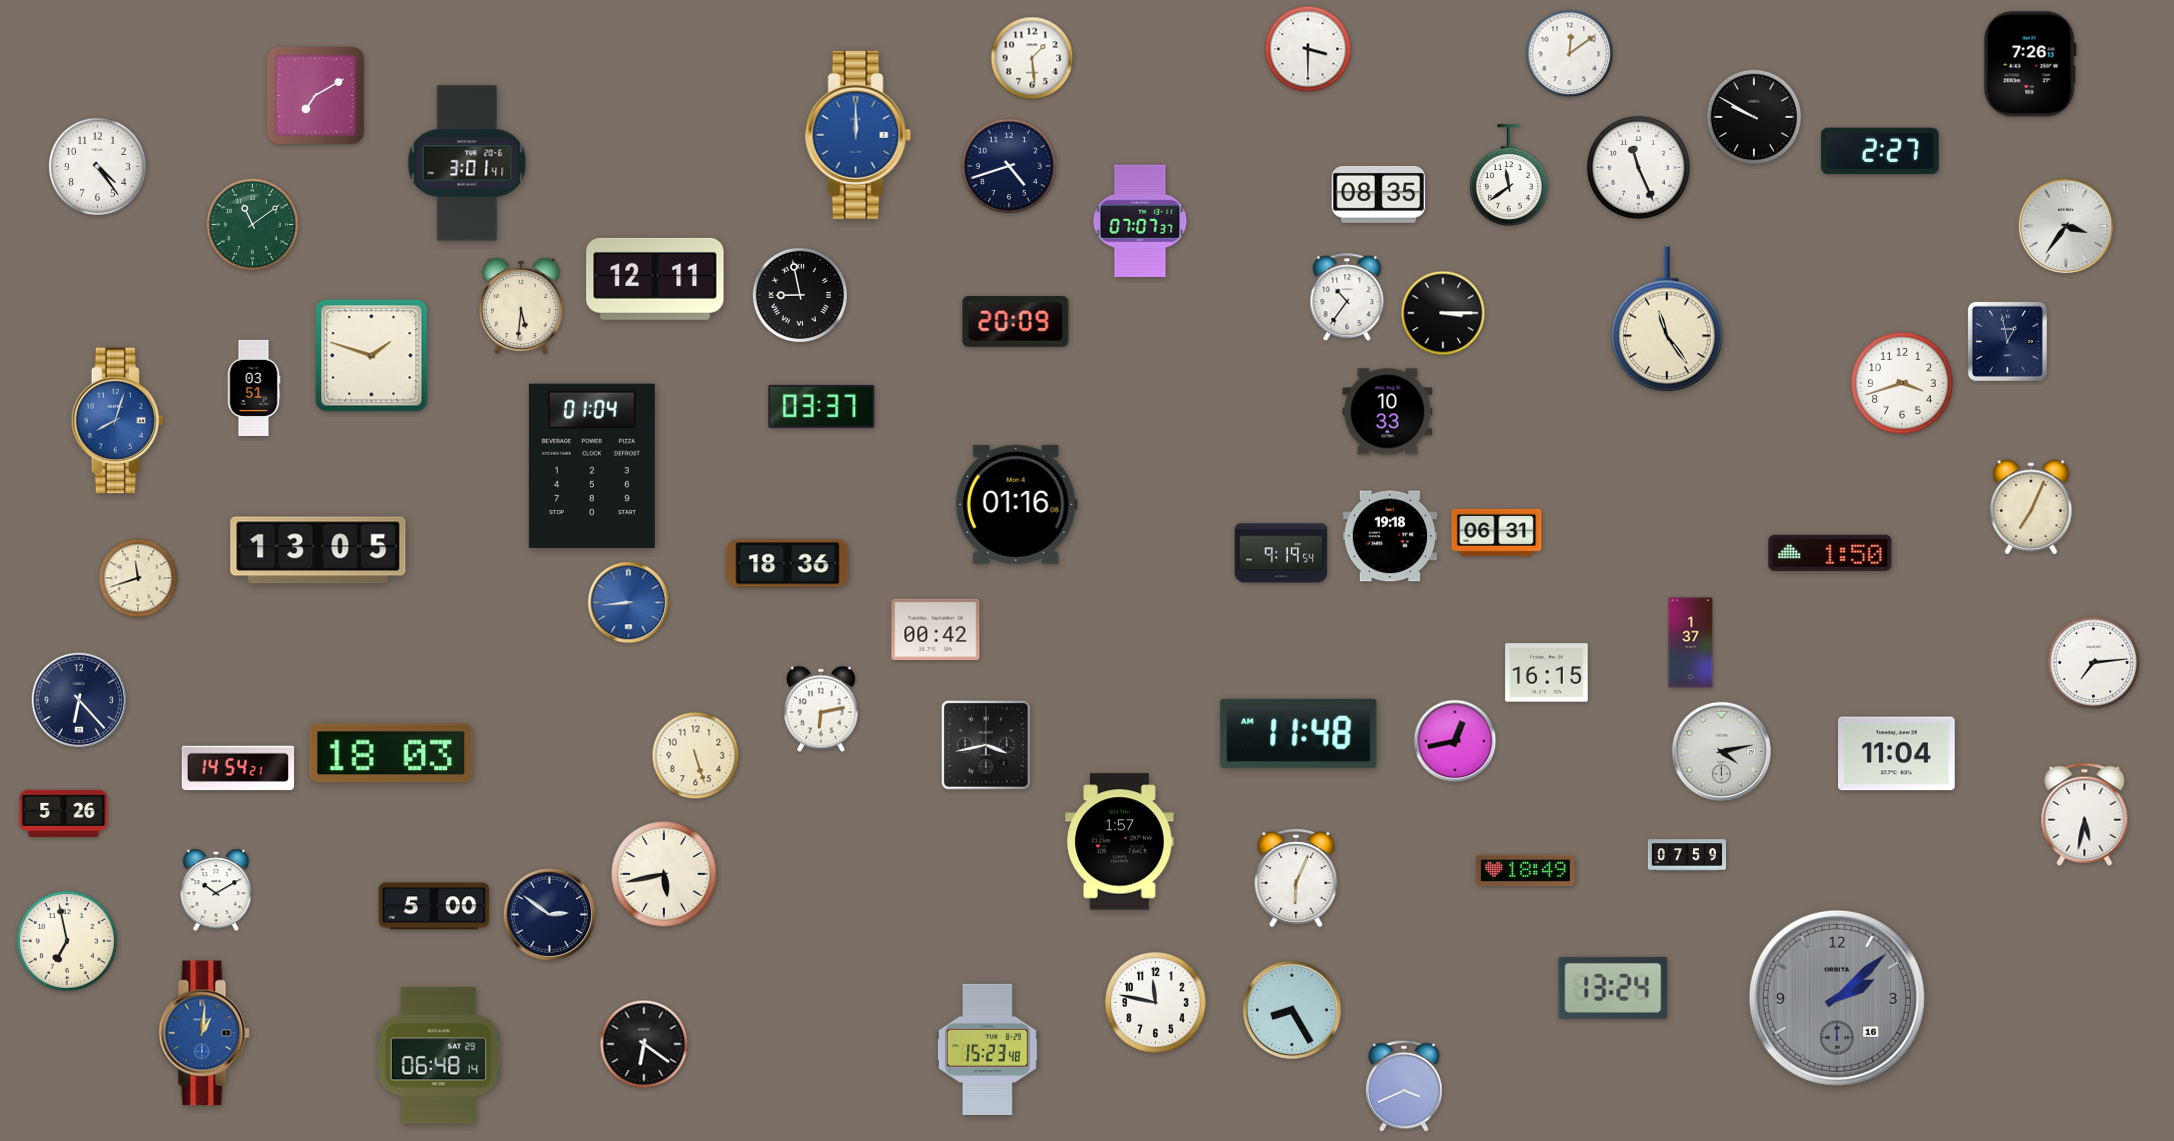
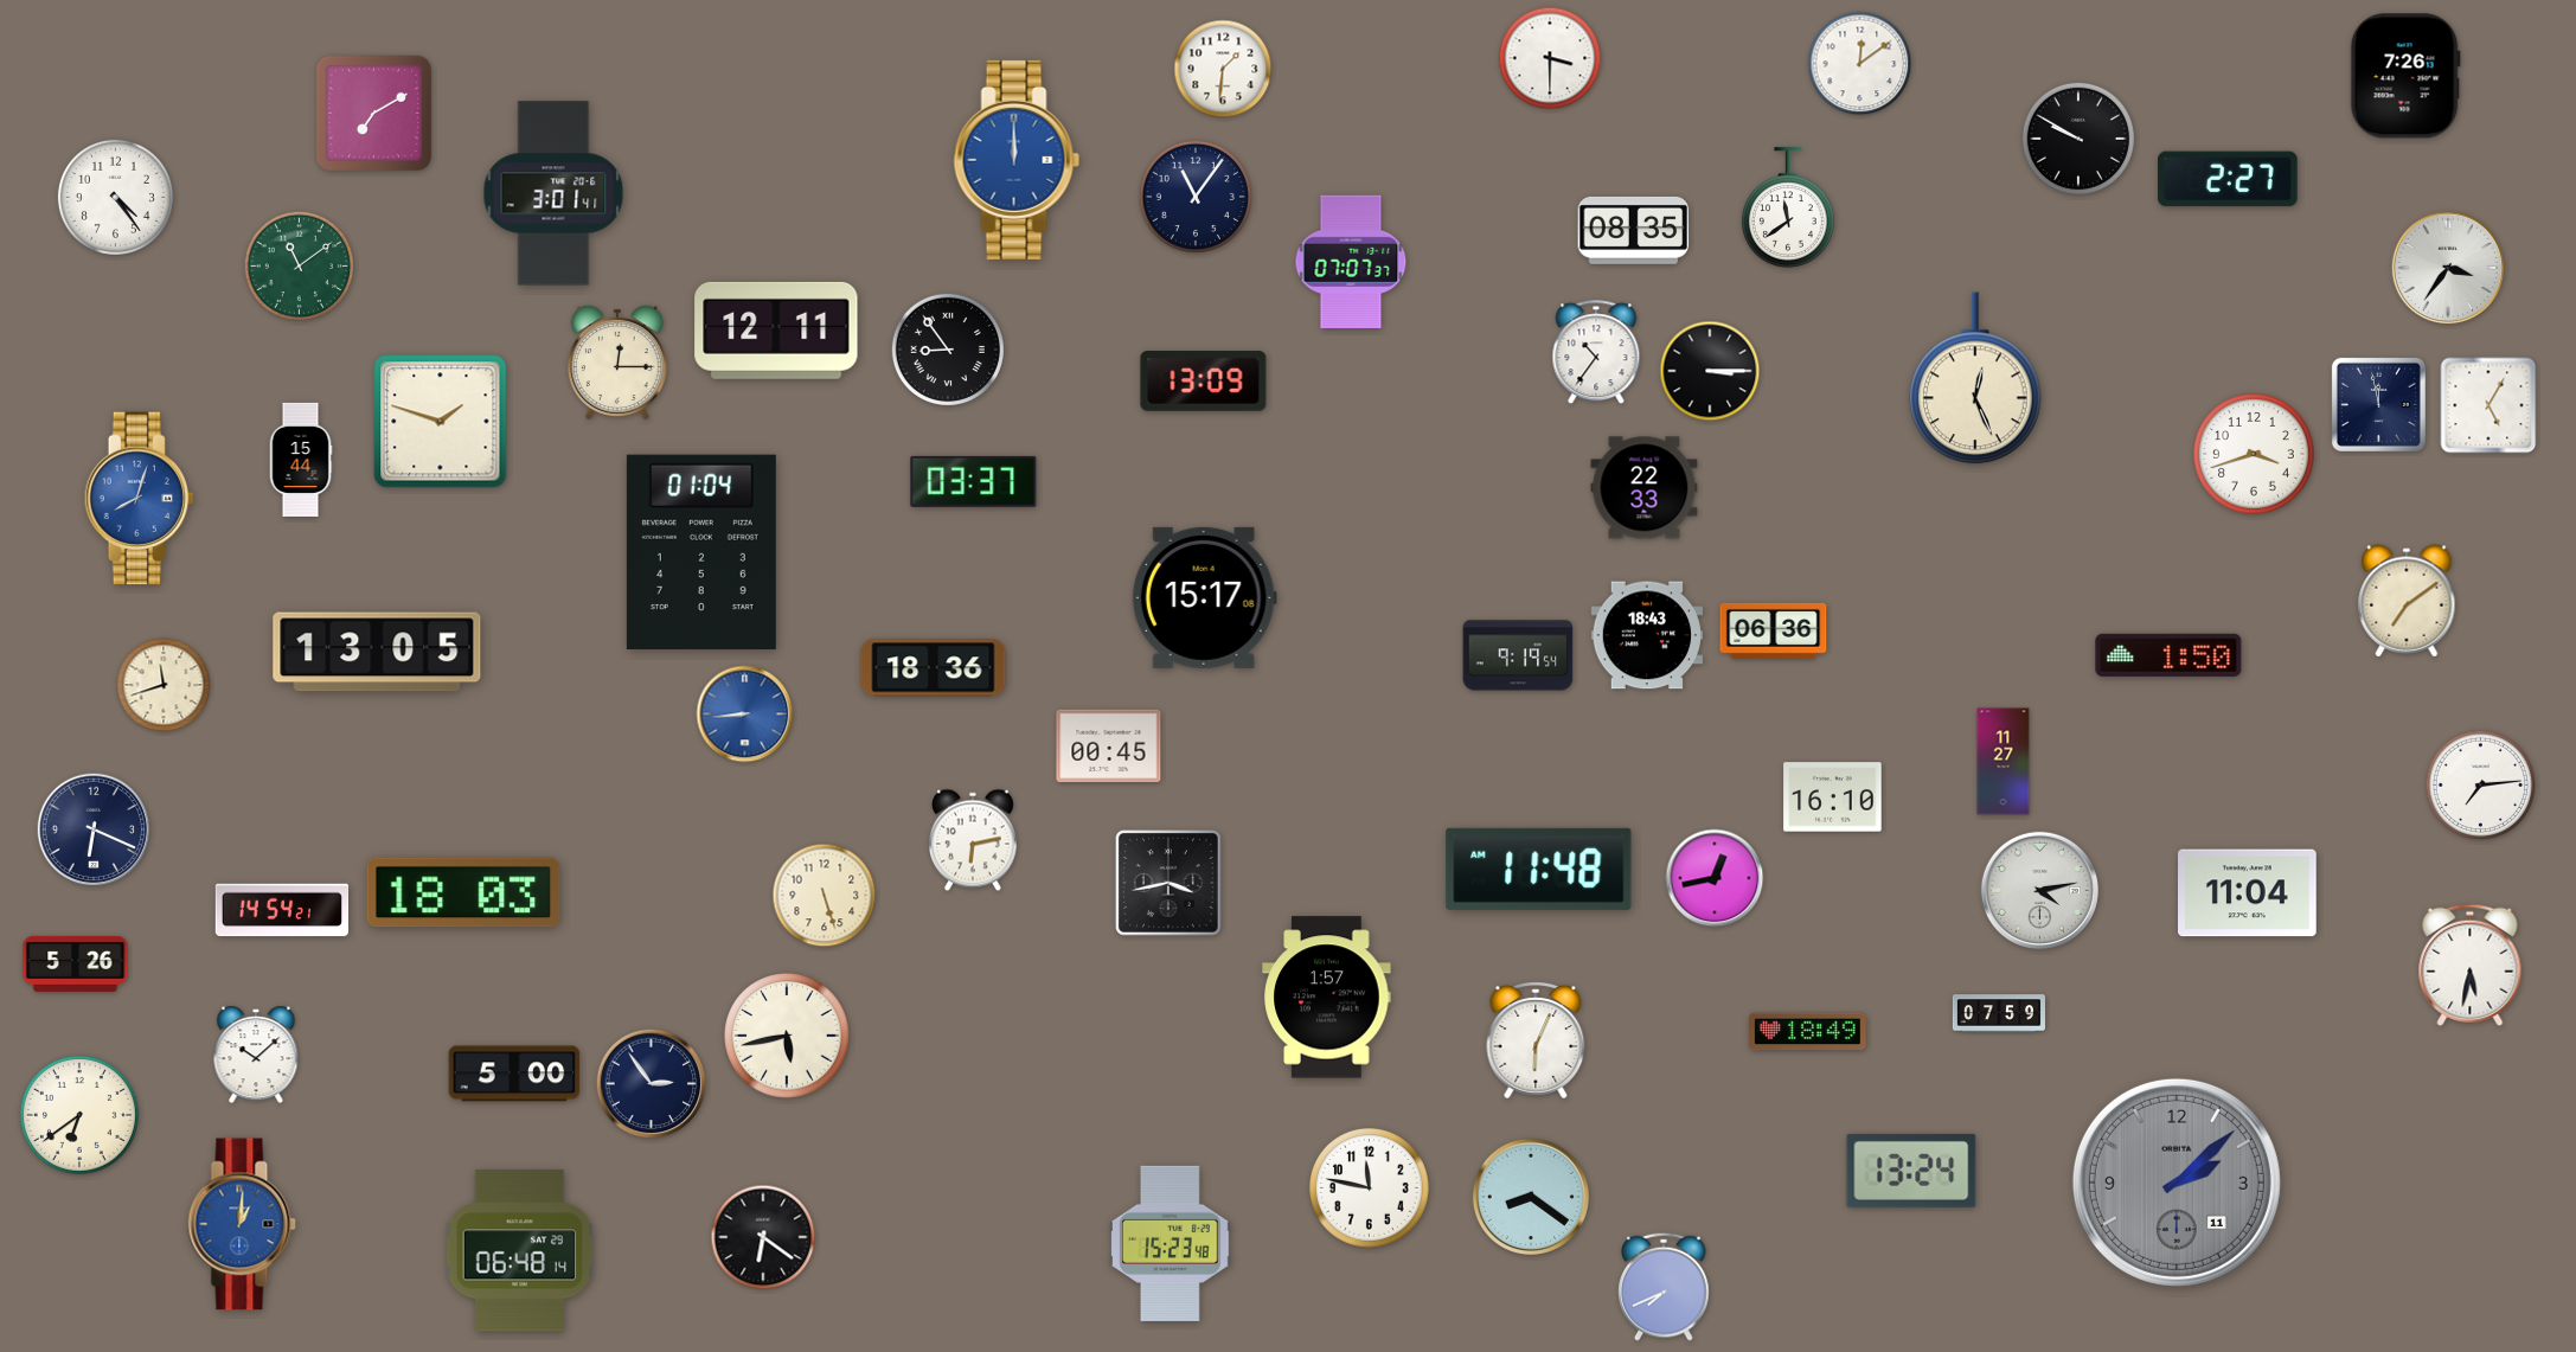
clock at (1032, 58): 1:29 -> 1:31
clock at (1009, 166): 4:42 -> 11:06
clock at (1639, 168): 11:26 -> none
clock at (800, 295): 8:58 -> 8:54
clock at (521, 305): 5:31 -> 12:15
clock at (1668, 319): 11:24 -> 12:26
clock at (1016, 322): 20:09 -> 13:09
clock at (2007, 341): 12:58 -> 11:58
clock at (2488, 405): none -> 5:05
clock at (254, 388): 03:51 -> 15:44
clock at (1388, 412): 10:33 -> 22:33
clock at (1016, 504): 01:16 -> 15:17
clock at (2031, 507): 7:04 -> 7:09
clock at (1497, 532): 06:31 -> 06:36
clock at (1390, 536): 19:18 -> 18:43
clock at (936, 630): 00:42 -> 00:45
clock at (1691, 643): 1:37 -> 11:27
clock at (1547, 673): 16:15 -> 16:10
clock at (79, 700): 6:23 -> 6:19
clock at (1455, 741) position: (1455, 741) -> (1715, 878)
clock at (216, 890): 10:10 -> 10:08
clock at (550, 915): 2:51 -> 2:54
clock at (67, 941): 6:58 -> 6:39
clock at (1837, 998) date: 16 -> 11
clock at (1292, 1010): 8:25 -> 8:21
clock at (1404, 1086): 3:41 -> 7:41
